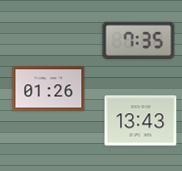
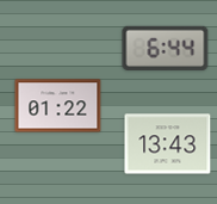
clock at (139, 40): 7:35 -> 6:44
clock at (49, 89): 01:26 -> 01:22
